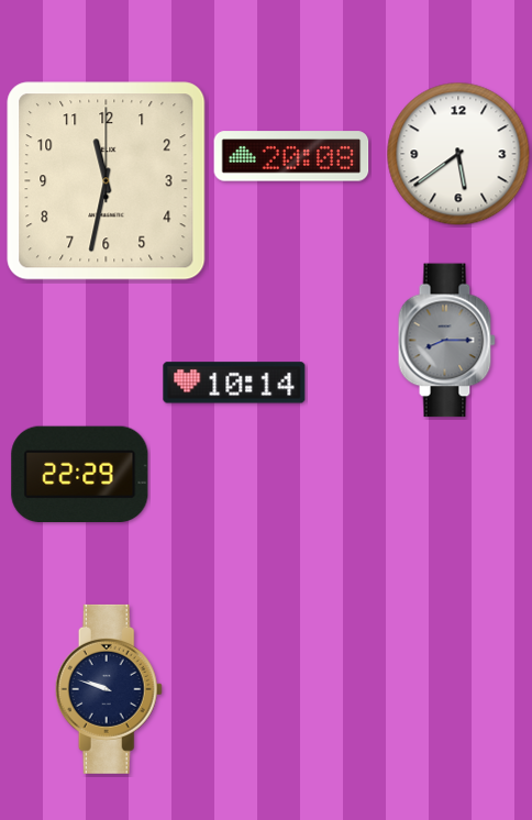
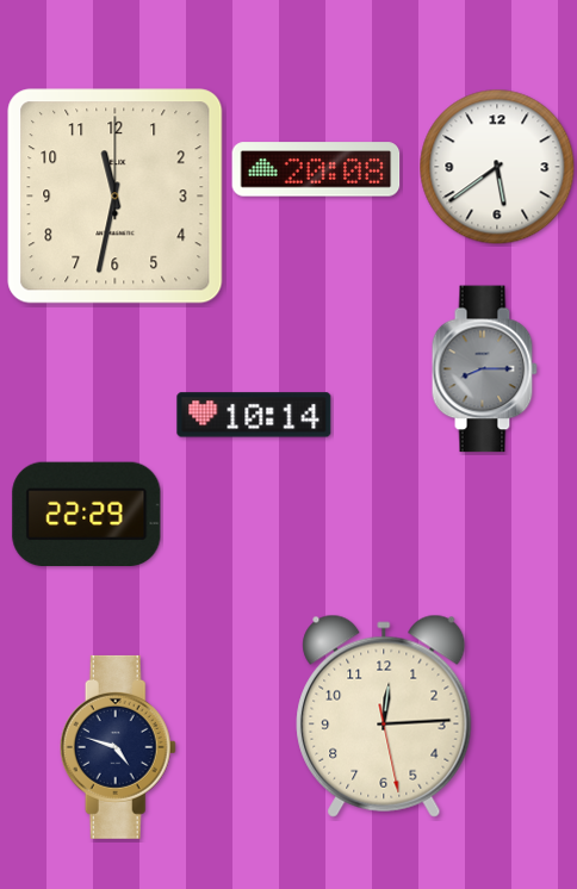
clock at (384, 716): none -> 12:14
clock at (109, 689): 9:48 -> 4:48
